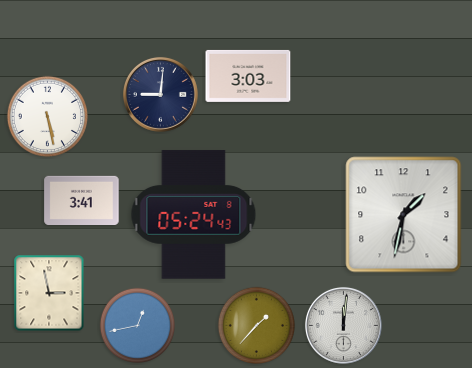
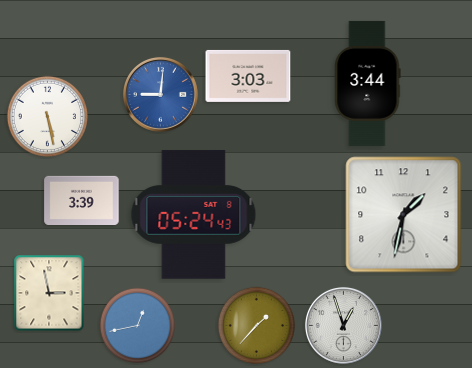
clock at (368, 83): none -> 3:44
clock at (160, 94) dial: navy -> blue
clock at (82, 200): 3:41 -> 3:39
clock at (343, 325): 12:01 -> 12:57
